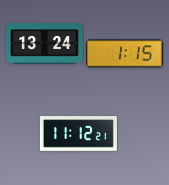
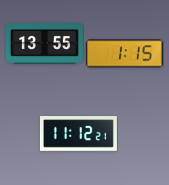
clock at (44, 44): 13:24 -> 13:55
